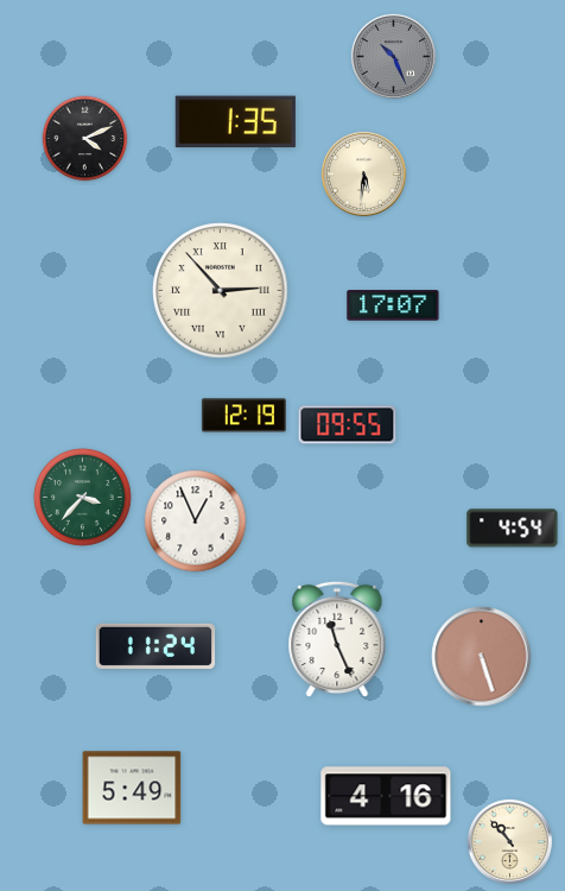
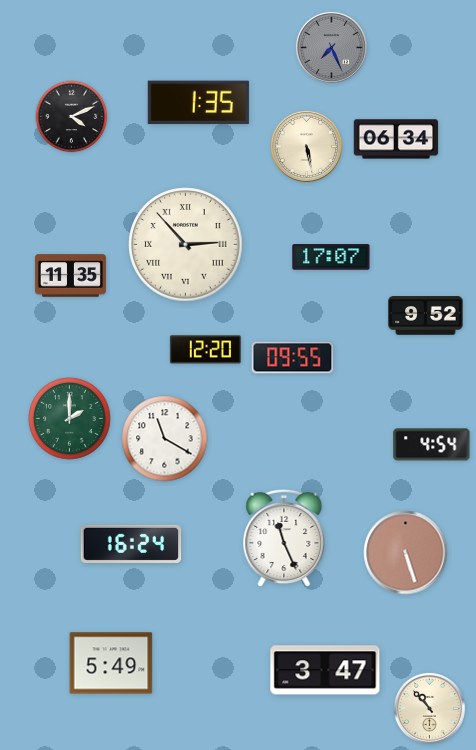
clock at (393, 56): 10:26 -> 7:26
clock at (396, 139): none -> 06:34
clock at (363, 173): 5:31 -> 5:28
clock at (70, 276): none -> 11:35
clock at (426, 316): none -> 9:52
clock at (243, 416): 12:19 -> 12:20
clock at (83, 498): 3:37 -> 2:00
clock at (196, 522): 12:56 -> 11:20
clock at (155, 646): 11:24 -> 16:24
clock at (386, 796): 4:16 -> 3:47
